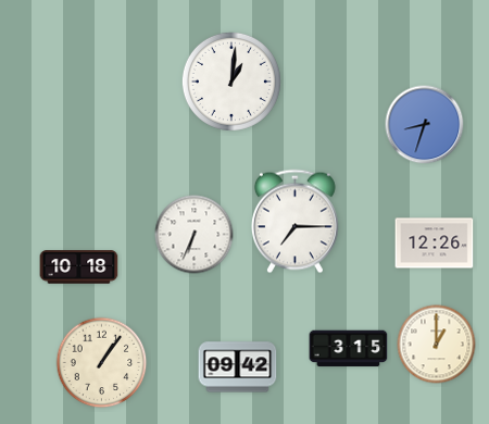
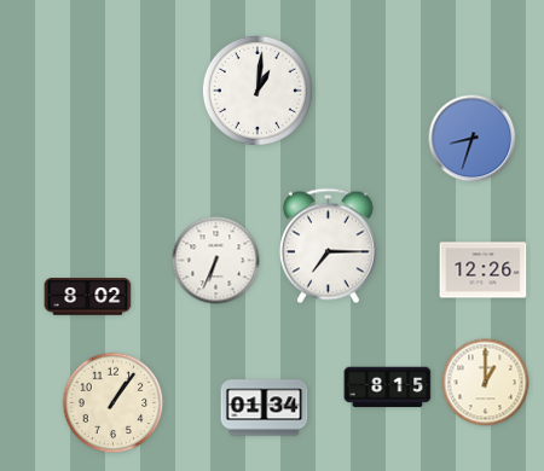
clock at (79, 267): 10:18 -> 8:02
clock at (349, 349): 3:15 -> 8:15
clock at (238, 367): 09:42 -> 01:34
